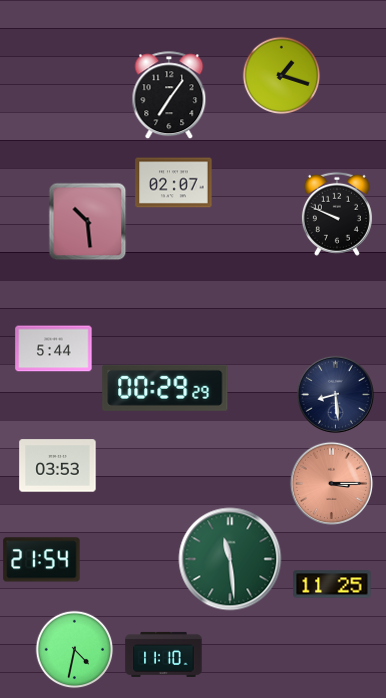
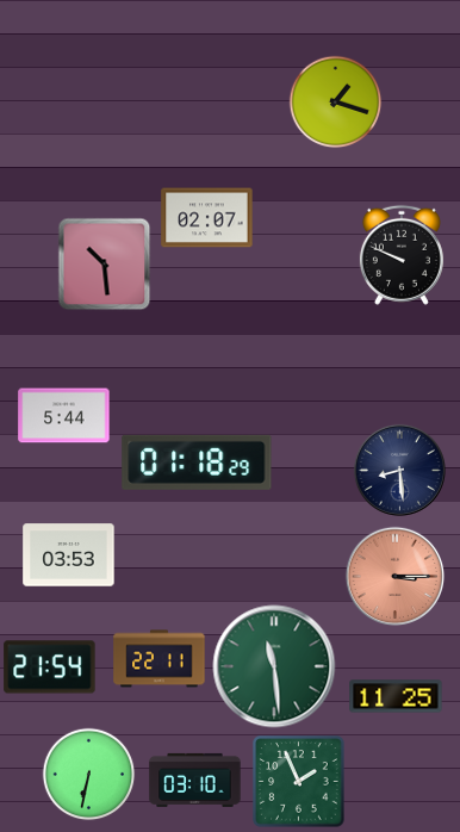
clock at (281, 75) position: (281, 75) -> (335, 101)
clock at (169, 95): 7:06 -> none
clock at (165, 388): 00:29 -> 01:18
clock at (160, 659): none -> 22:11
clock at (74, 649): 4:32 -> 6:32
clock at (164, 654): 11:10 -> 03:10
clock at (299, 782): none -> 1:56
